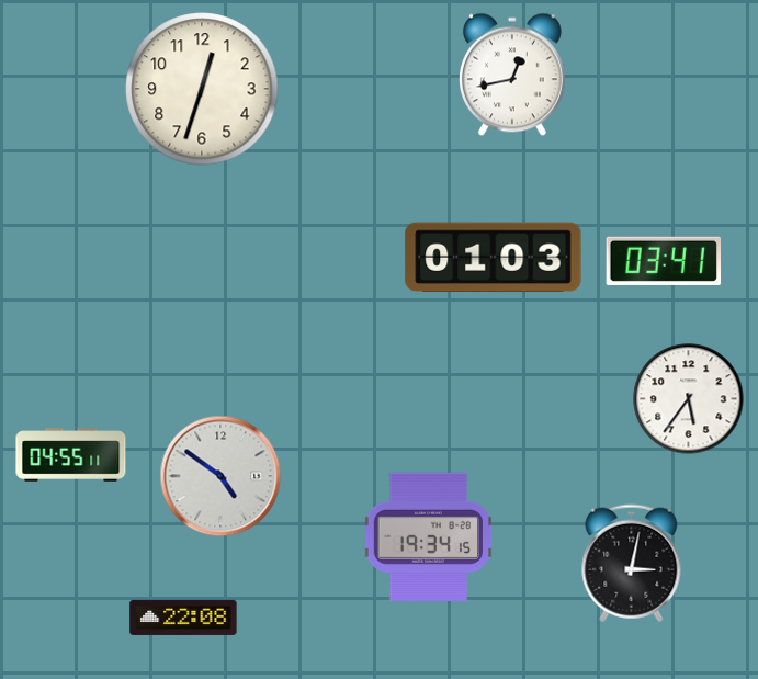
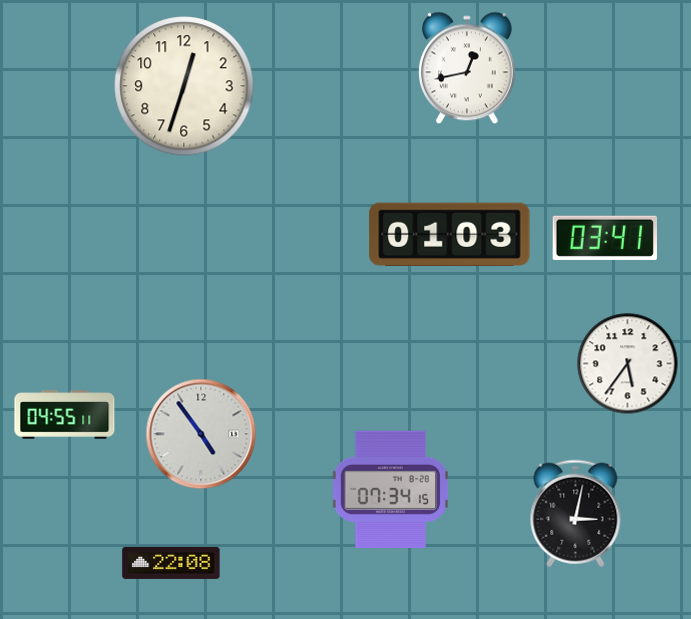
clock at (202, 89) position: (202, 89) -> (184, 86)
clock at (220, 476): 4:51 -> 4:54
clock at (428, 536): 19:34 -> 07:34
clock at (183, 618) position: (183, 618) -> (171, 563)
